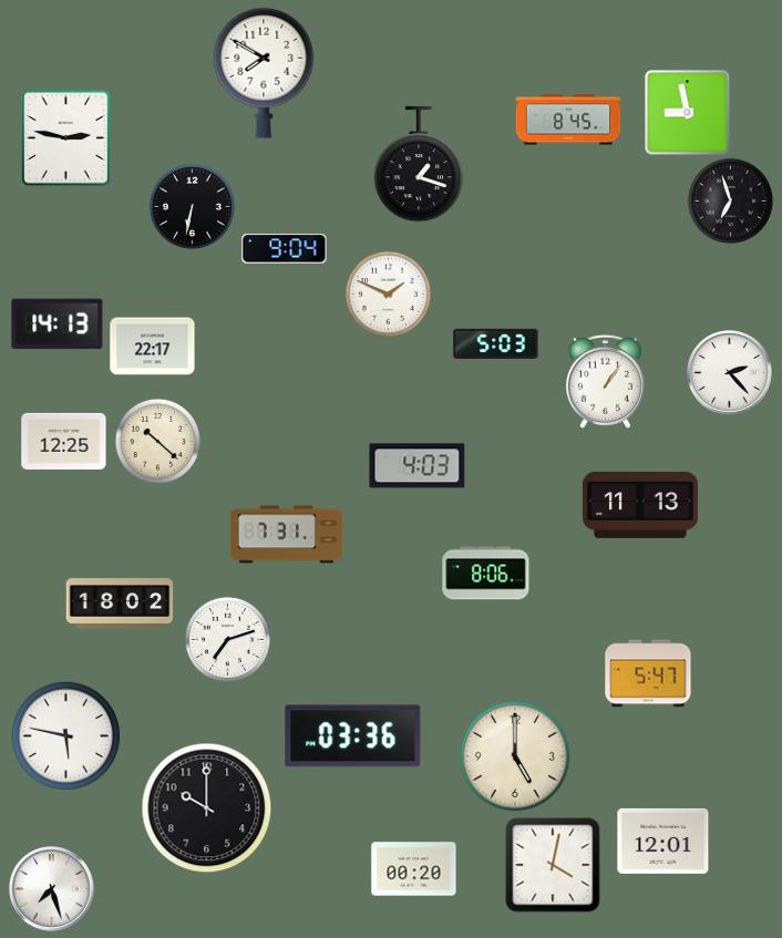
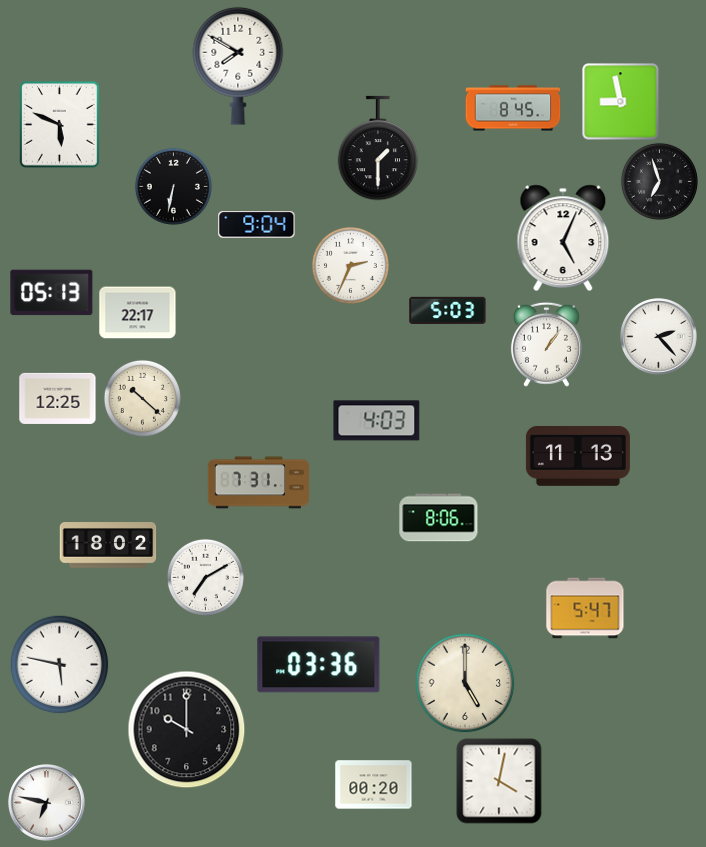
clock at (66, 138): 2:47 -> 5:49
clock at (419, 164): 1:18 -> 1:30
clock at (563, 237): none -> 5:04
clock at (388, 293): 1:49 -> 2:34
clock at (58, 324): 14:13 -> 05:13
clock at (227, 639): 7:12 -> 7:10
clock at (663, 841): 12:01 -> none
clock at (52, 889): 7:27 -> 6:47
